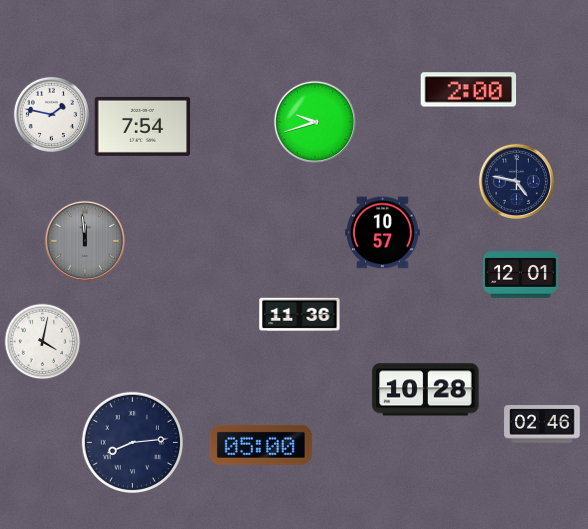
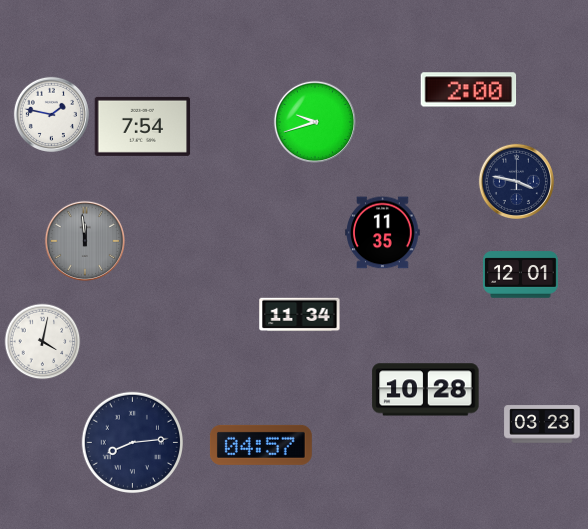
clock at (516, 181): 4:47 -> 3:47
clock at (383, 233): 10:57 -> 11:35
clock at (300, 315): 11:36 -> 11:34
clock at (542, 424): 02:46 -> 03:23
clock at (261, 445): 05:00 -> 04:57
